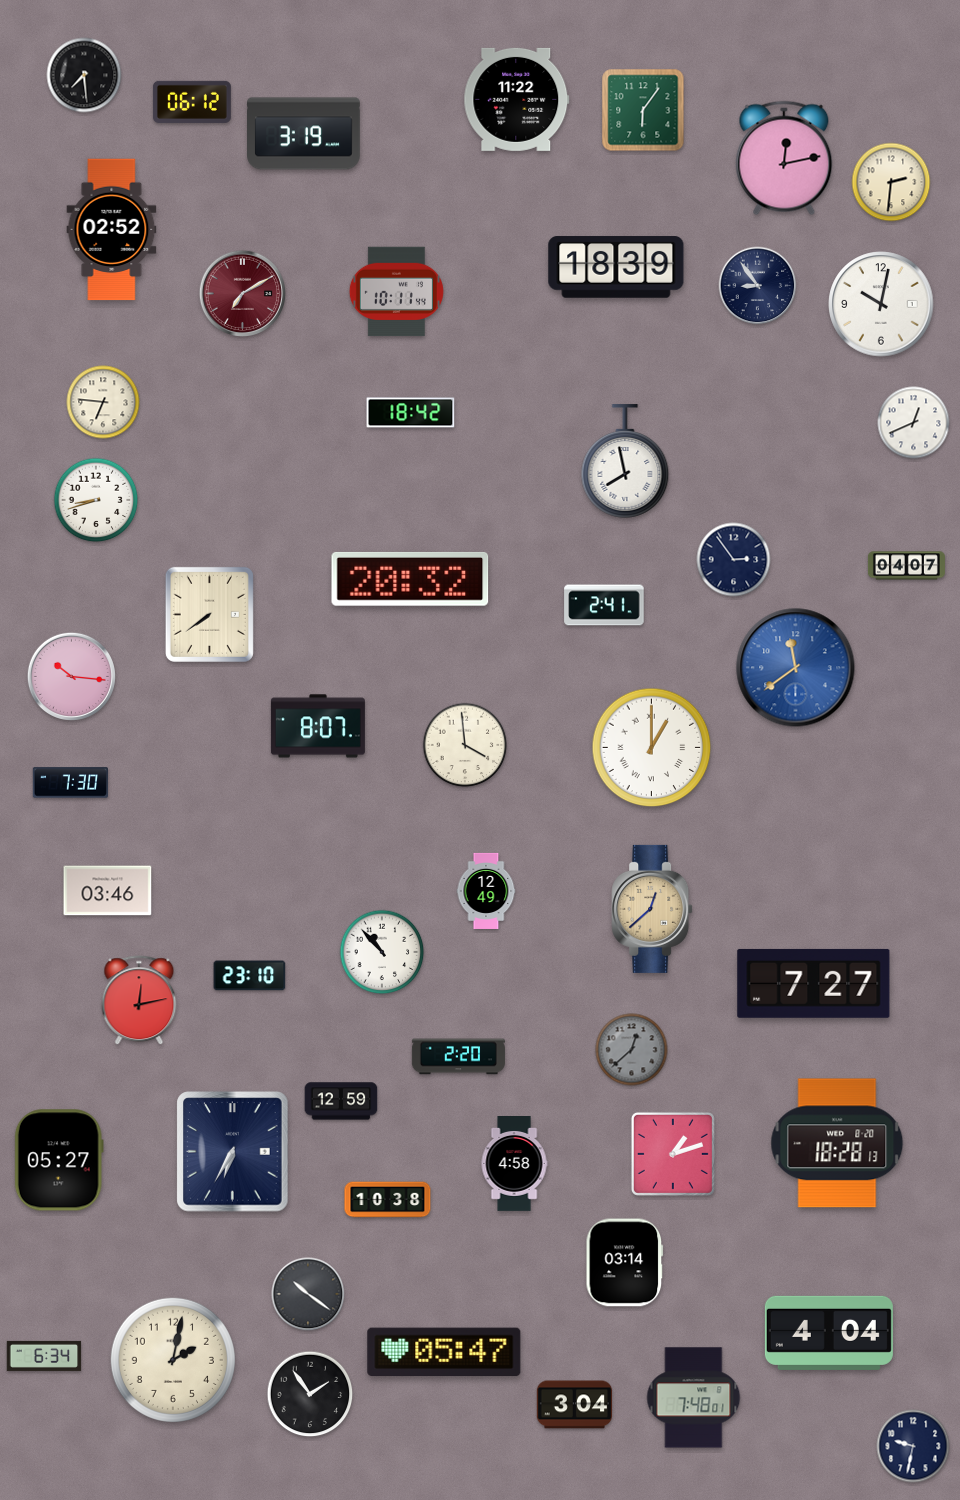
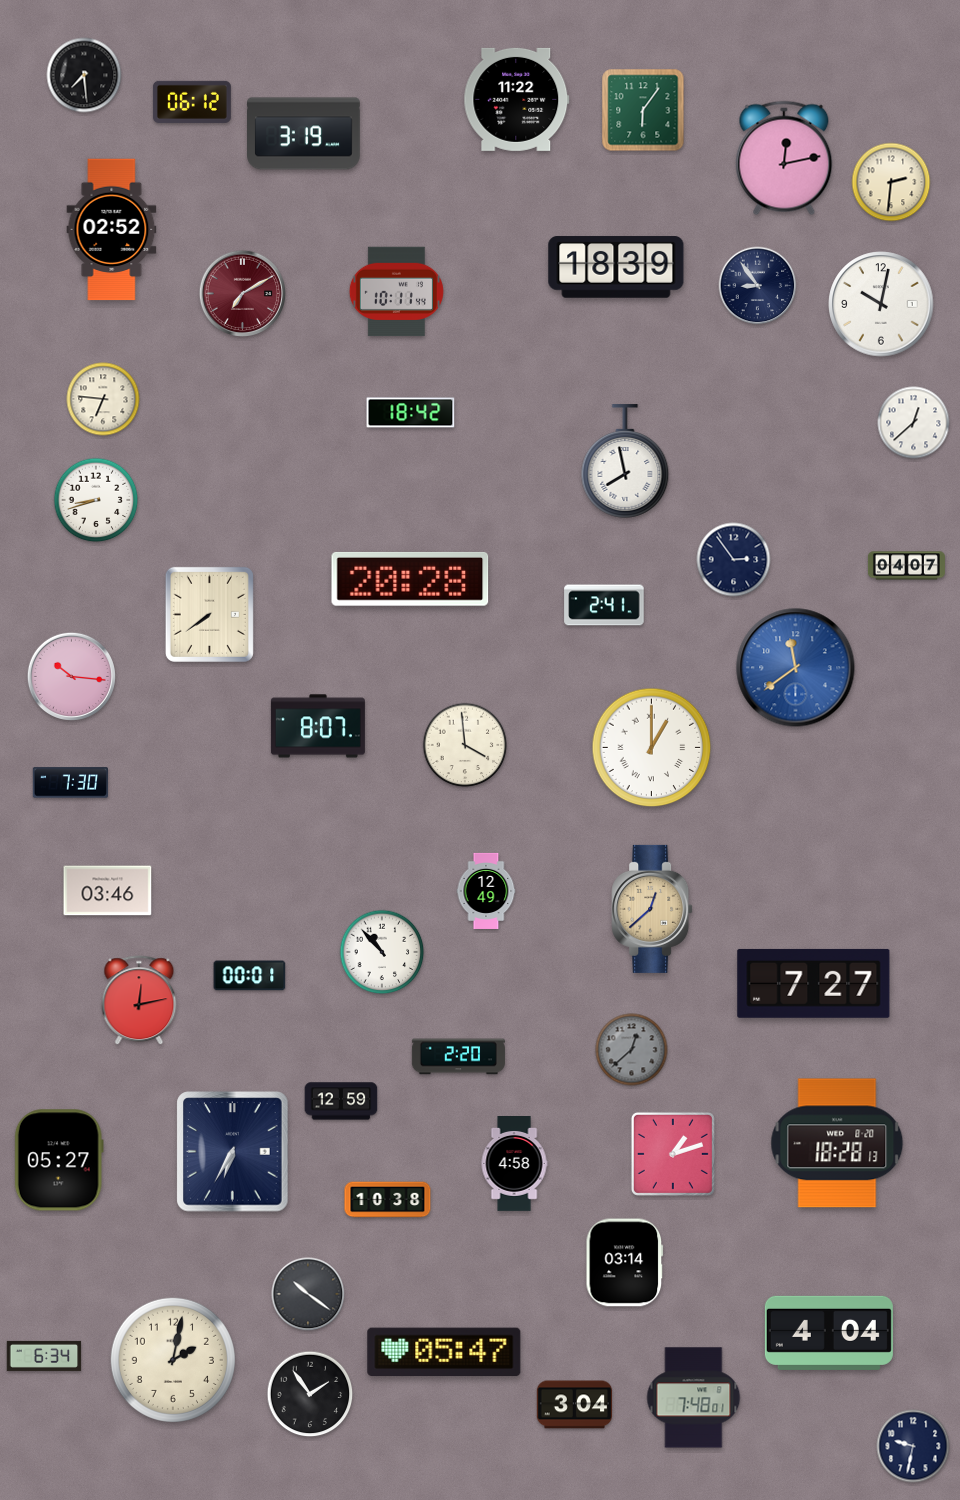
clock at (103, 402) position: (103, 402) -> (103, 399)
clock at (914, 423): 12:41 -> 12:38
clock at (410, 579): 20:32 -> 20:28
clock at (250, 976): 23:10 -> 00:01
